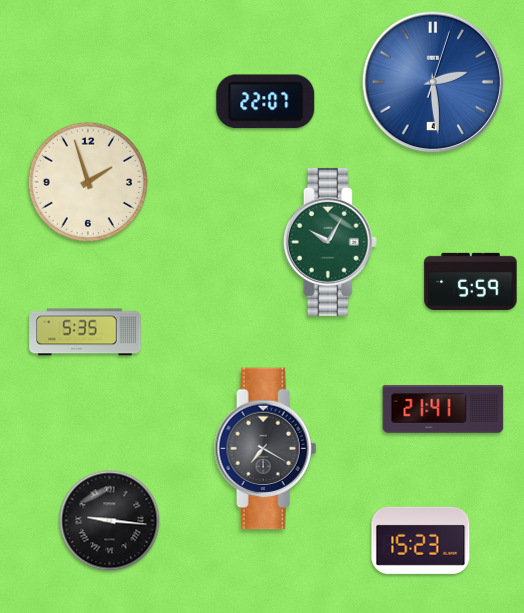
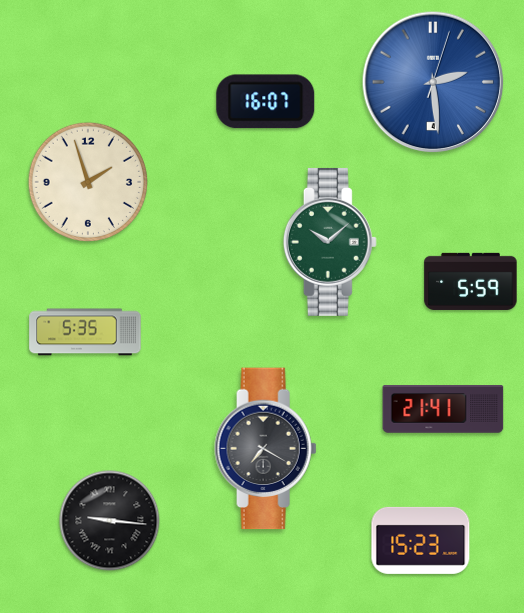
clock at (266, 102): 22:07 -> 16:07
clock at (330, 242): 10:05 -> 10:08
